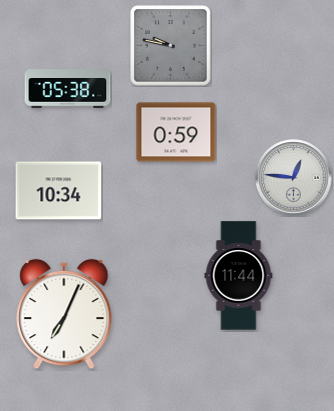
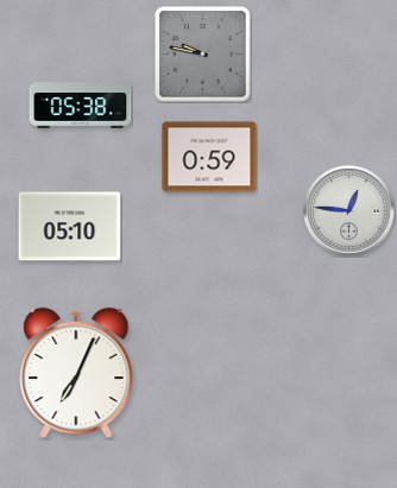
clock at (59, 191): 10:34 -> 05:10
clock at (239, 276): 11:44 -> none
